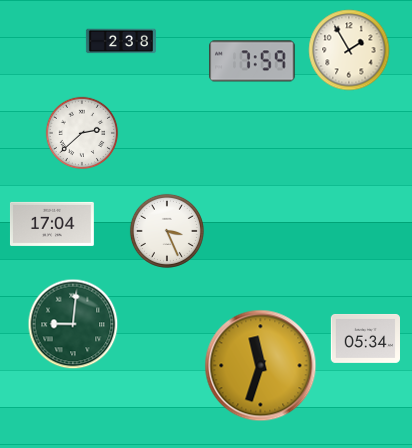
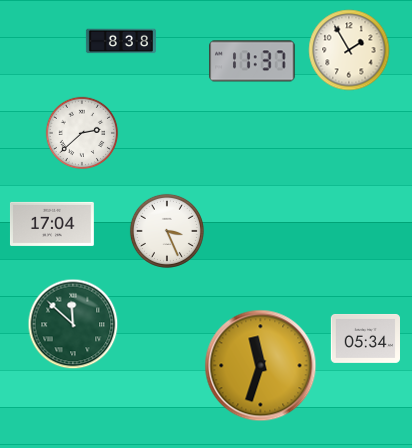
clock at (121, 41): 2:38 -> 8:38
clock at (252, 61): 7:59 -> 11:37
clock at (73, 324): 9:01 -> 11:52
